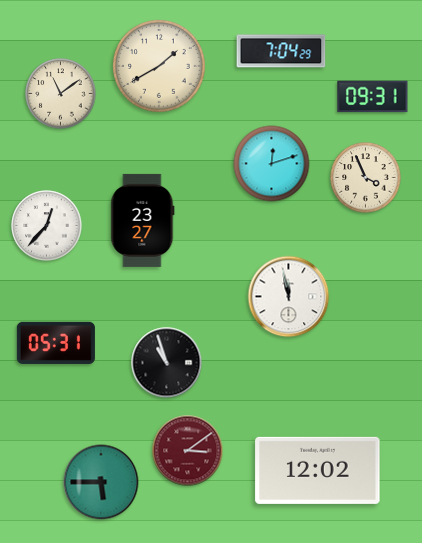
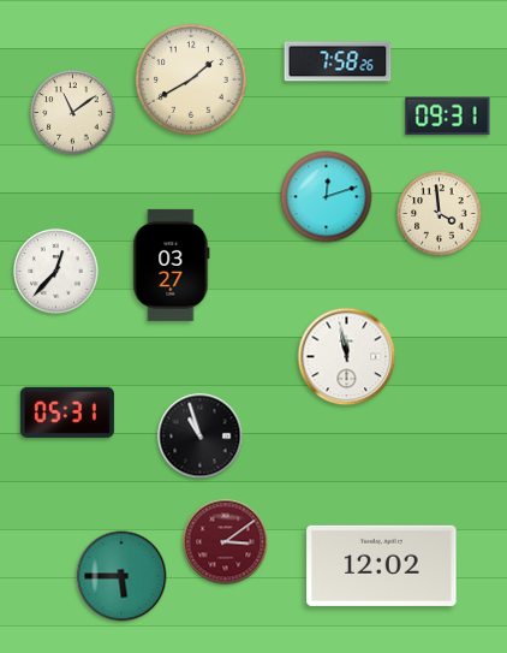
clock at (281, 51): 7:04 -> 7:58
clock at (366, 178): 3:56 -> 3:59
clock at (143, 220): 23:27 -> 03:27
clock at (101, 482) position: (101, 482) -> (121, 576)
